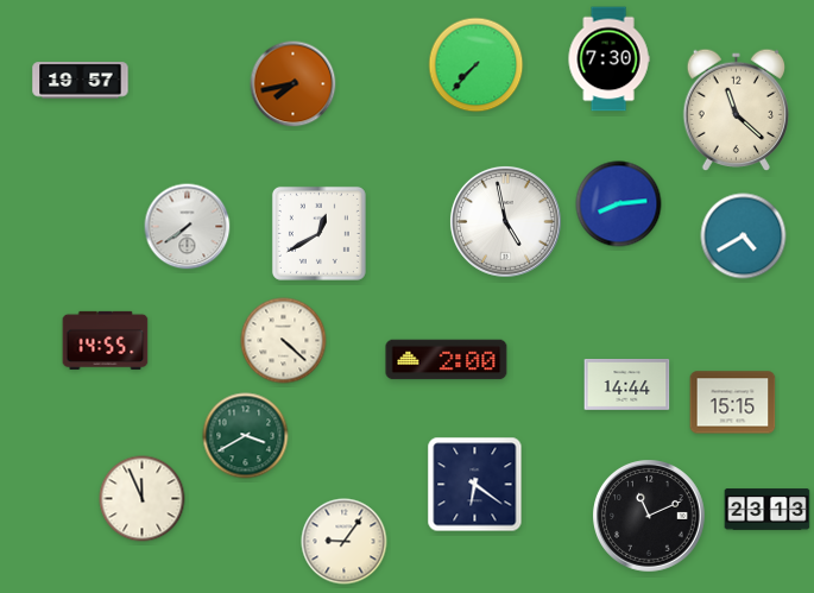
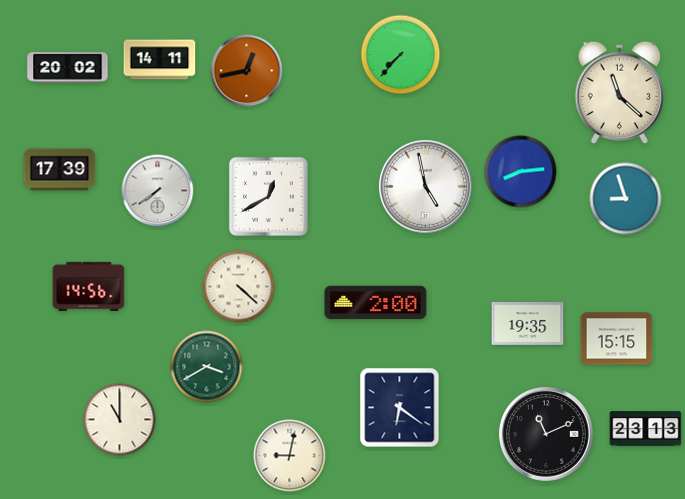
clock at (608, 59): 7:30 -> none
clock at (160, 60): none -> 14:11
clock at (81, 81): 19:57 -> 20:02
clock at (294, 84): 7:43 -> 12:43
clock at (60, 170): none -> 17:39
clock at (744, 236): 4:40 -> 8:57
clock at (106, 340): 14:55 -> 14:56
clock at (627, 385): 14:44 -> 19:35
clock at (143, 499): 11:56 -> 11:00
clock at (345, 542): 9:06 -> 9:02
